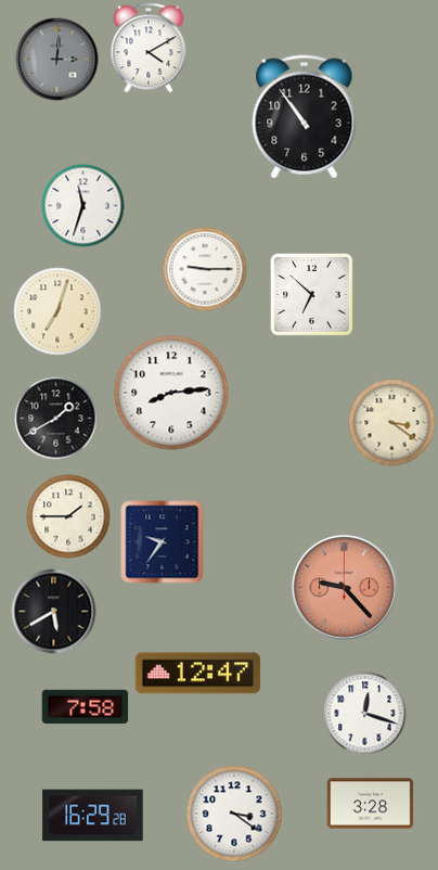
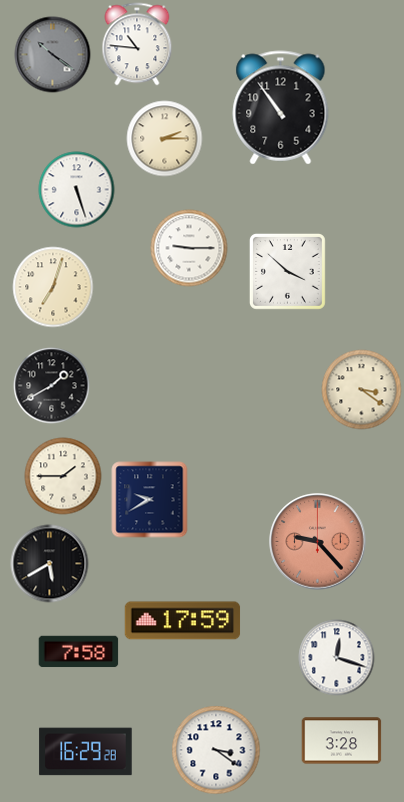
clock at (149, 48): 4:10 -> 10:46
clock at (57, 60): 3:01 -> 10:21
clock at (165, 139): none -> 2:15
clock at (83, 206): 11:33 -> 5:27
clock at (311, 294): 6:52 -> 3:52
clock at (171, 393): 8:14 -> none
clock at (163, 542): 9:36 -> 9:40
clock at (198, 674): 12:47 -> 17:59
